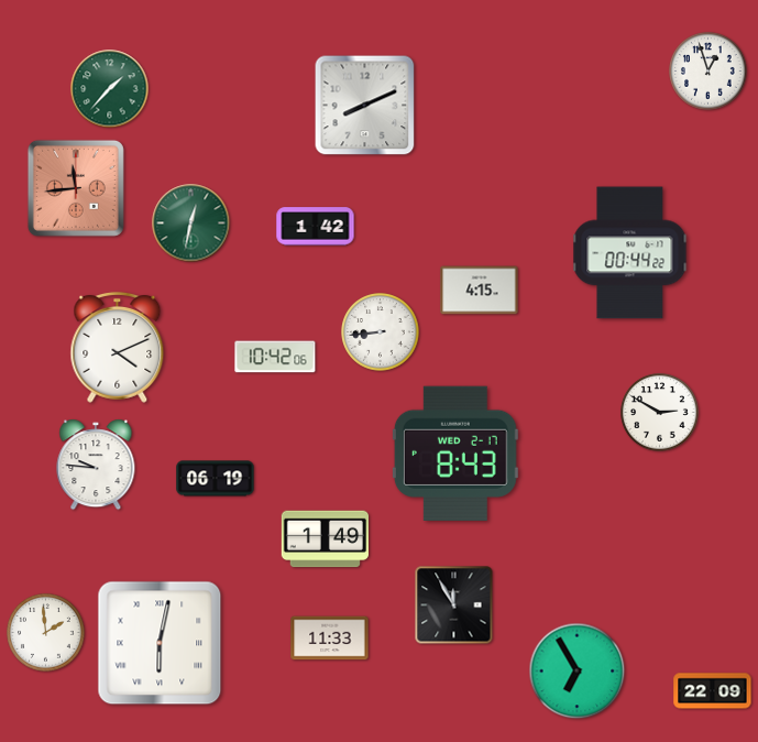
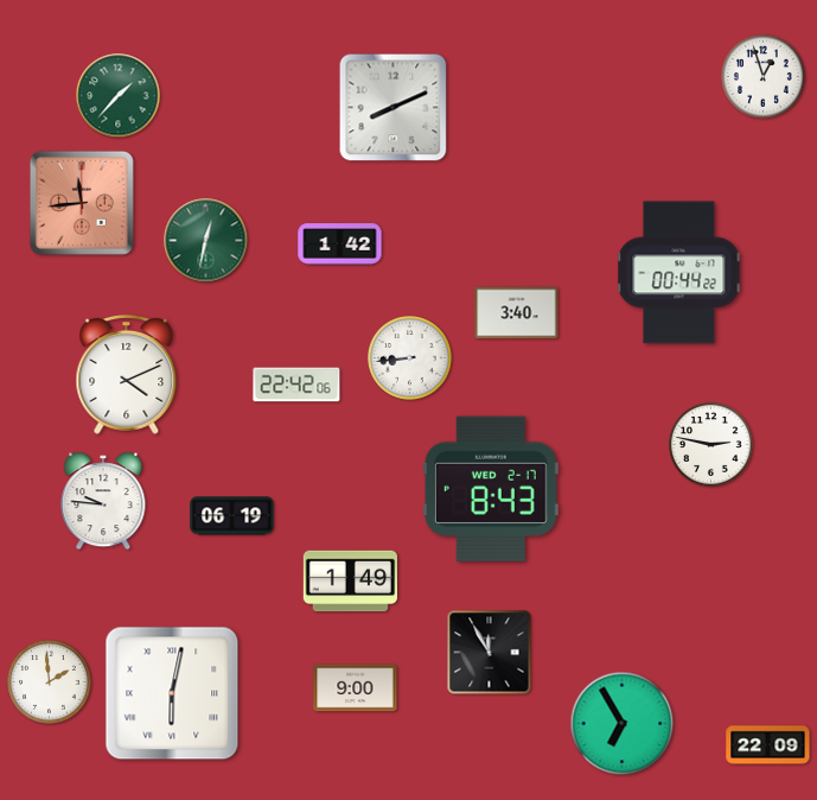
clock at (365, 106) position: (365, 106) -> (394, 108)
clock at (480, 291): 4:15 -> 3:40
clock at (275, 357): 10:42 -> 22:42
clock at (660, 413): 2:50 -> 2:47
clock at (330, 639): 11:33 -> 9:00
